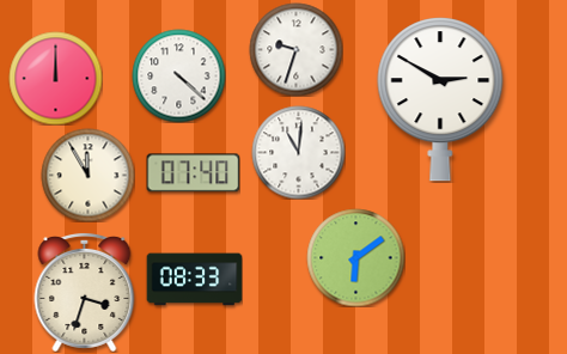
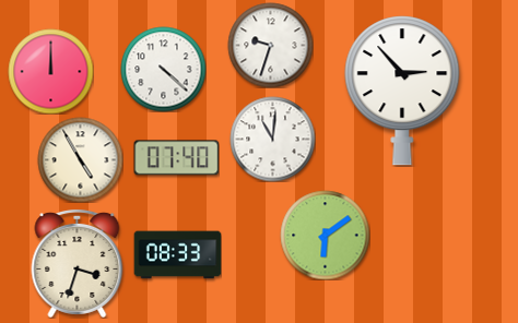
clock at (440, 99): 2:50 -> 2:53
clock at (87, 175): 11:55 -> 4:55
clock at (85, 292) position: (85, 292) -> (78, 263)
